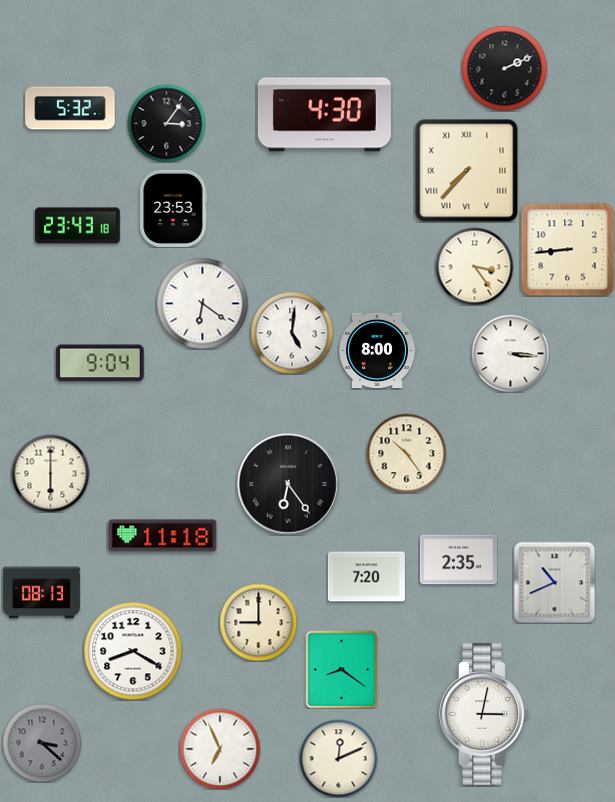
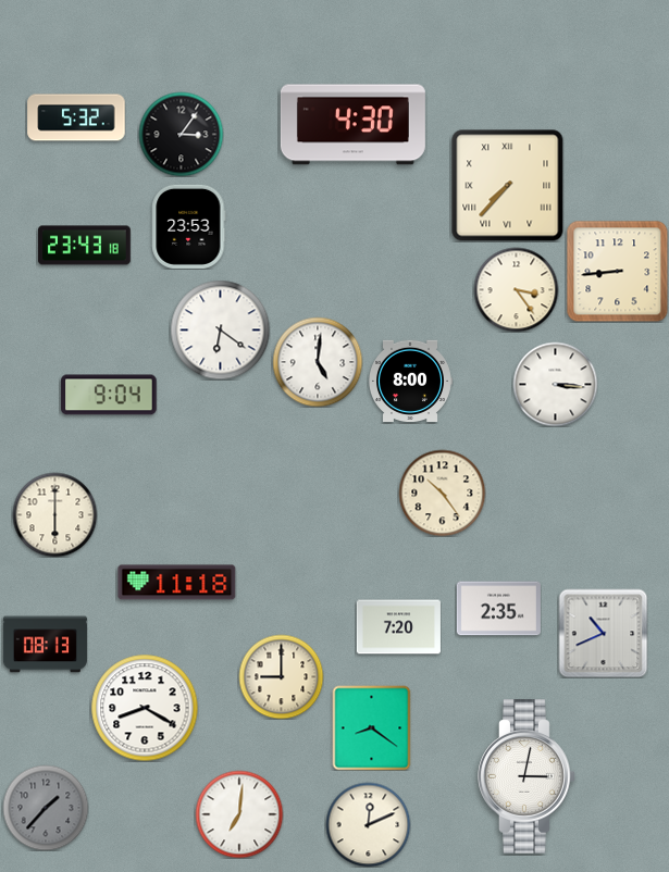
clock at (504, 68): 2:11 -> none
clock at (288, 484): 6:24 -> none
clock at (42, 743): 3:22 -> 1:37
clock at (220, 749): 6:56 -> 7:01
